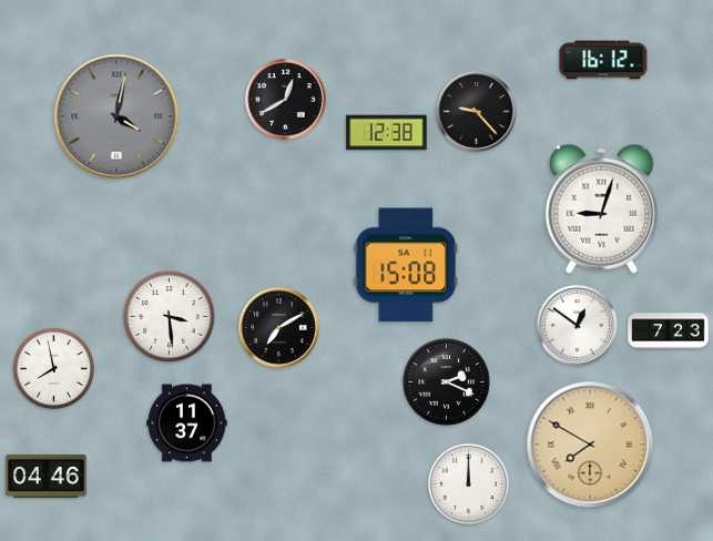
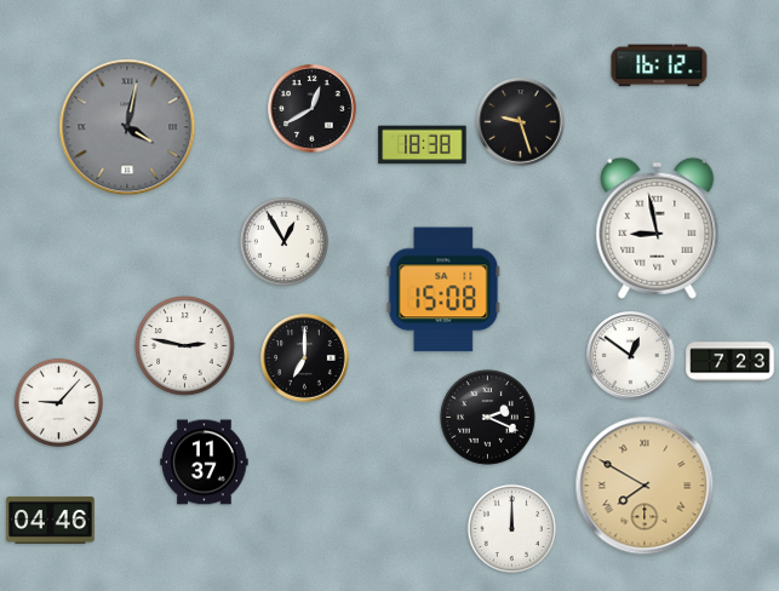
clock at (477, 112): 9:23 -> 9:27
clock at (387, 133): 12:38 -> 18:38
clock at (602, 208): 9:03 -> 8:58
clock at (283, 241): none -> 12:55
clock at (170, 317): 3:29 -> 2:47
clock at (279, 328): 7:10 -> 7:00
clock at (53, 368): 7:58 -> 9:07
